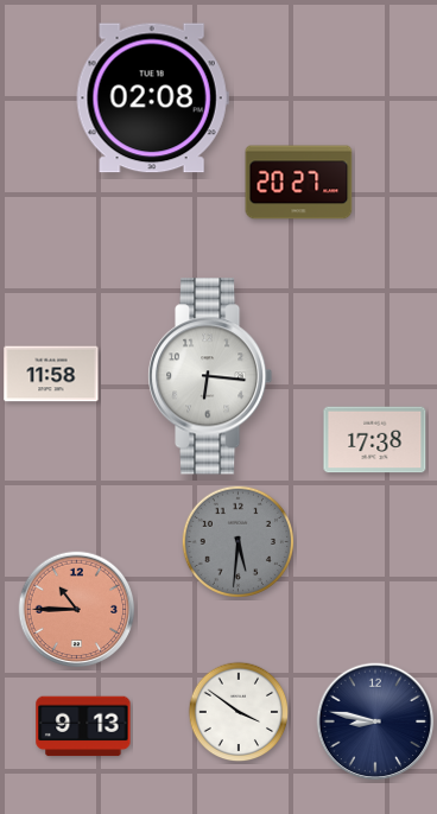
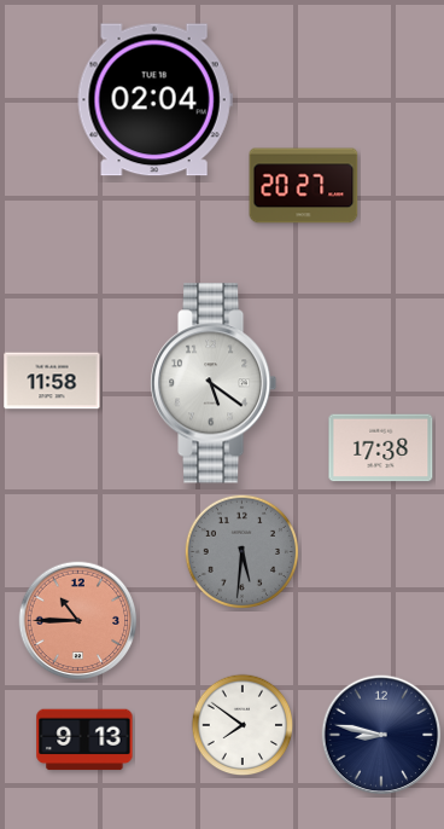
clock at (152, 98): 02:08 -> 02:04
clock at (211, 376): 6:16 -> 5:21
clock at (239, 712): 3:51 -> 7:51
